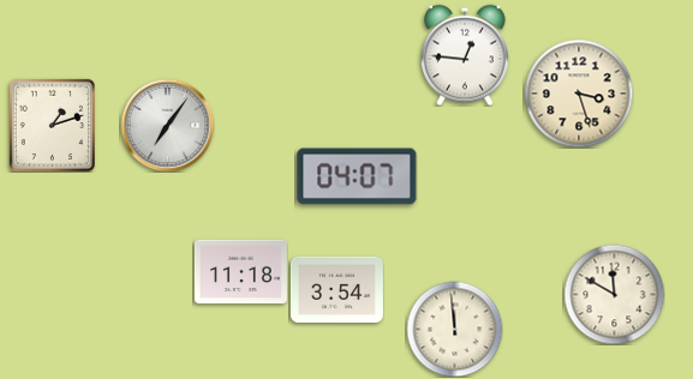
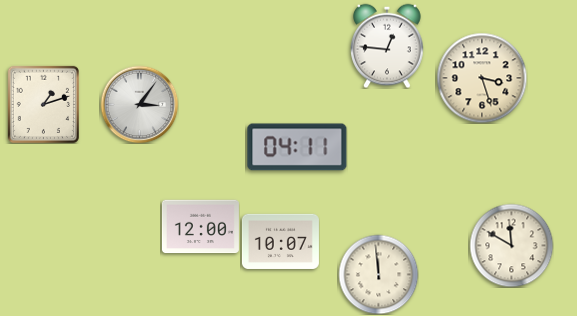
clock at (167, 125): 7:06 -> 3:06
clock at (357, 176): 04:07 -> 04:11
clock at (240, 272): 11:18 -> 12:00
clock at (336, 289): 3:54 -> 10:07
